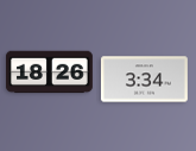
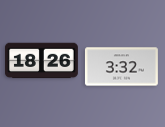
clock at (144, 80): 3:34 -> 3:32
